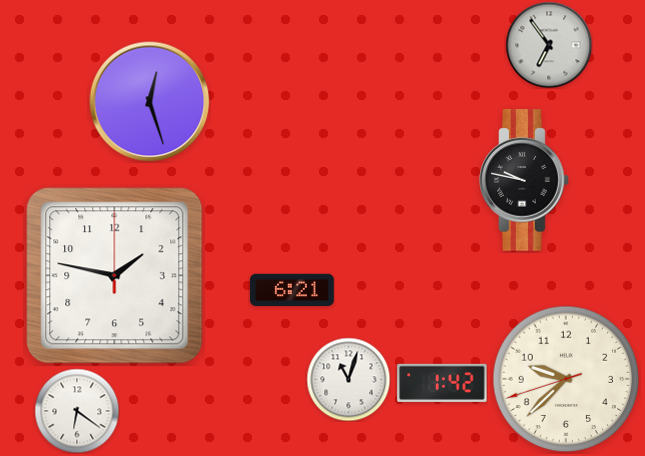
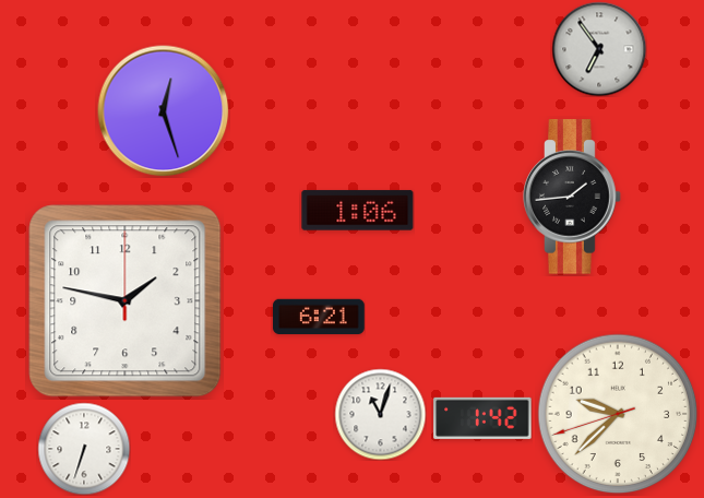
clock at (524, 180): 9:47 -> 1:44
clock at (358, 211): none -> 1:06
clock at (77, 411): 6:21 -> 6:33
